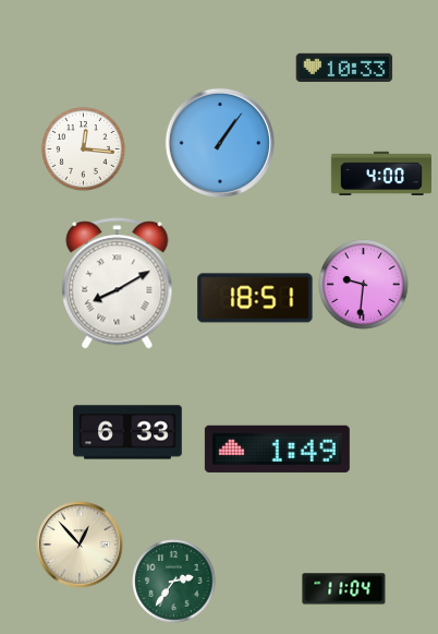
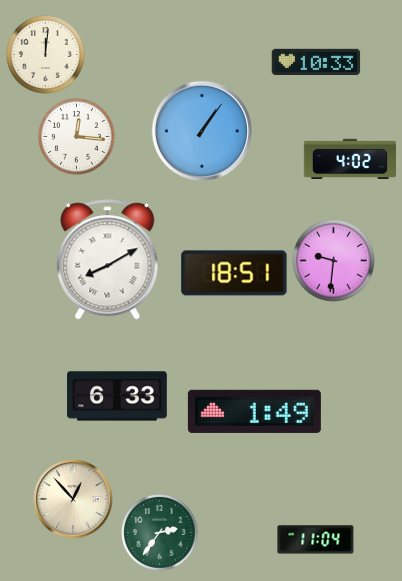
clock at (46, 55): none -> 12:01
clock at (381, 172): 4:00 -> 4:02
